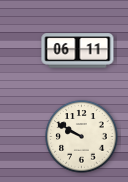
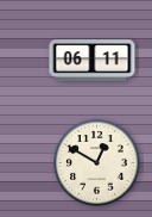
clock at (82, 137): 9:50 -> 12:50
